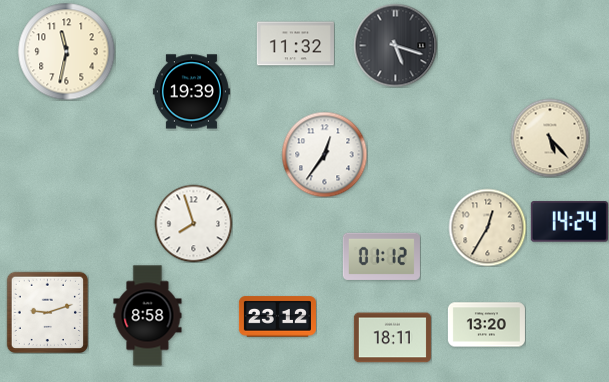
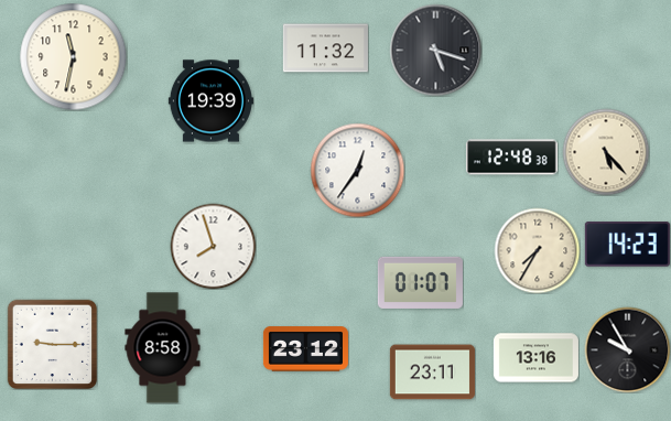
clock at (511, 158): none -> 12:48
clock at (569, 222): 14:24 -> 14:23
clock at (487, 227): 12:35 -> 7:35
clock at (381, 256): 01:12 -> 01:07
clock at (47, 312): 9:12 -> 9:15
clock at (627, 349): none -> 9:55
clock at (486, 325): 13:20 -> 13:16
clock at (392, 338): 18:11 -> 23:11
